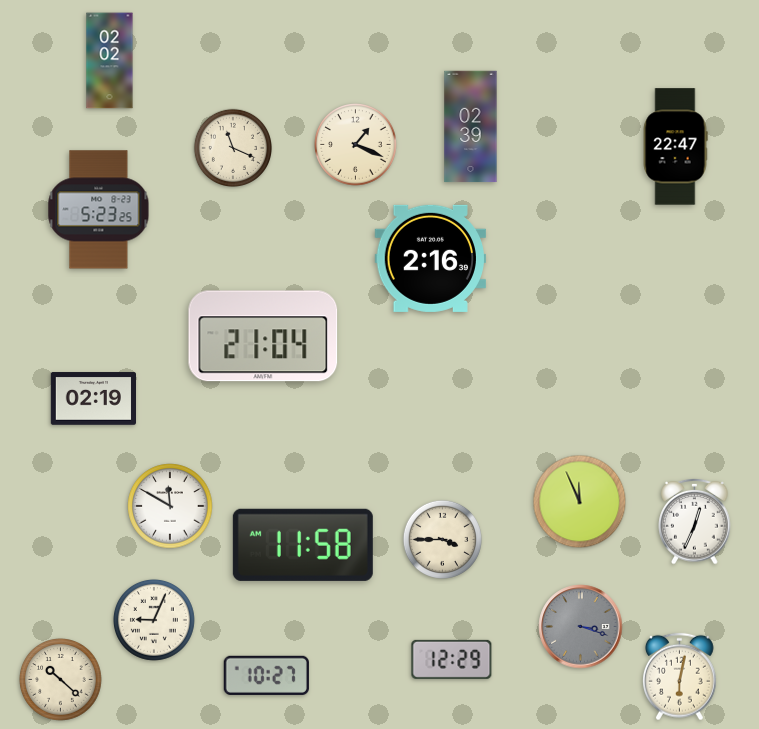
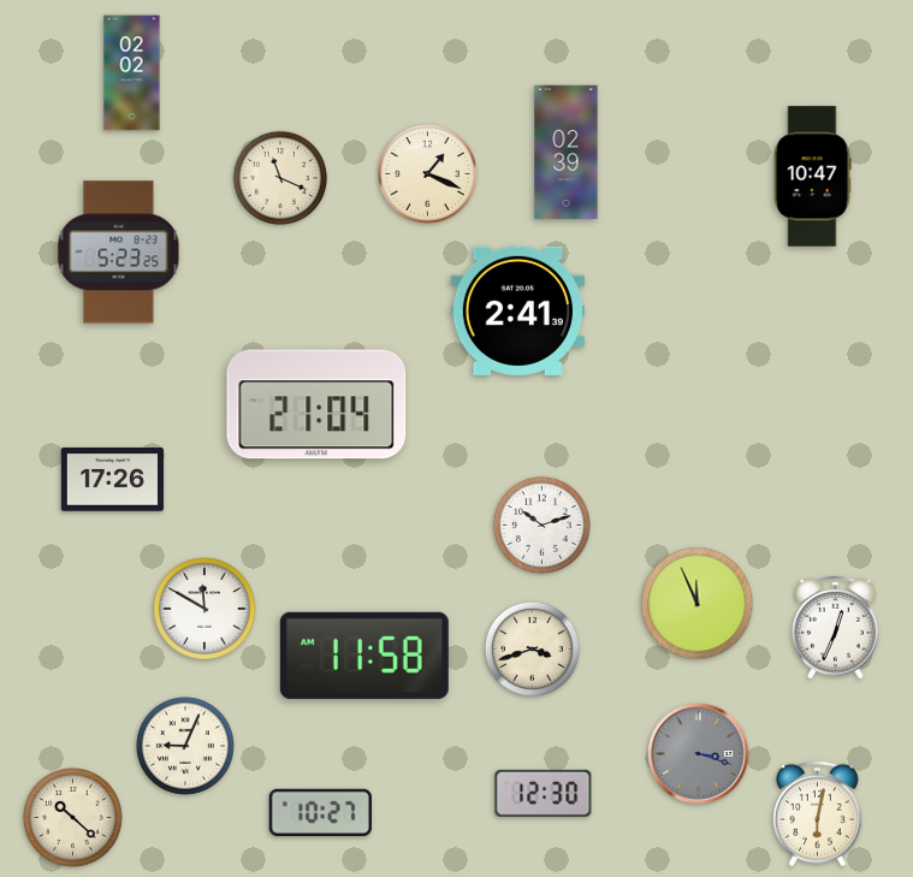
clock at (675, 147): 22:47 -> 10:47
clock at (430, 258): 2:16 -> 2:41
clock at (93, 399): 02:19 -> 17:26
clock at (541, 525): none -> 10:12
clock at (442, 539): 3:45 -> 3:42
clock at (452, 659): 12:29 -> 12:30
